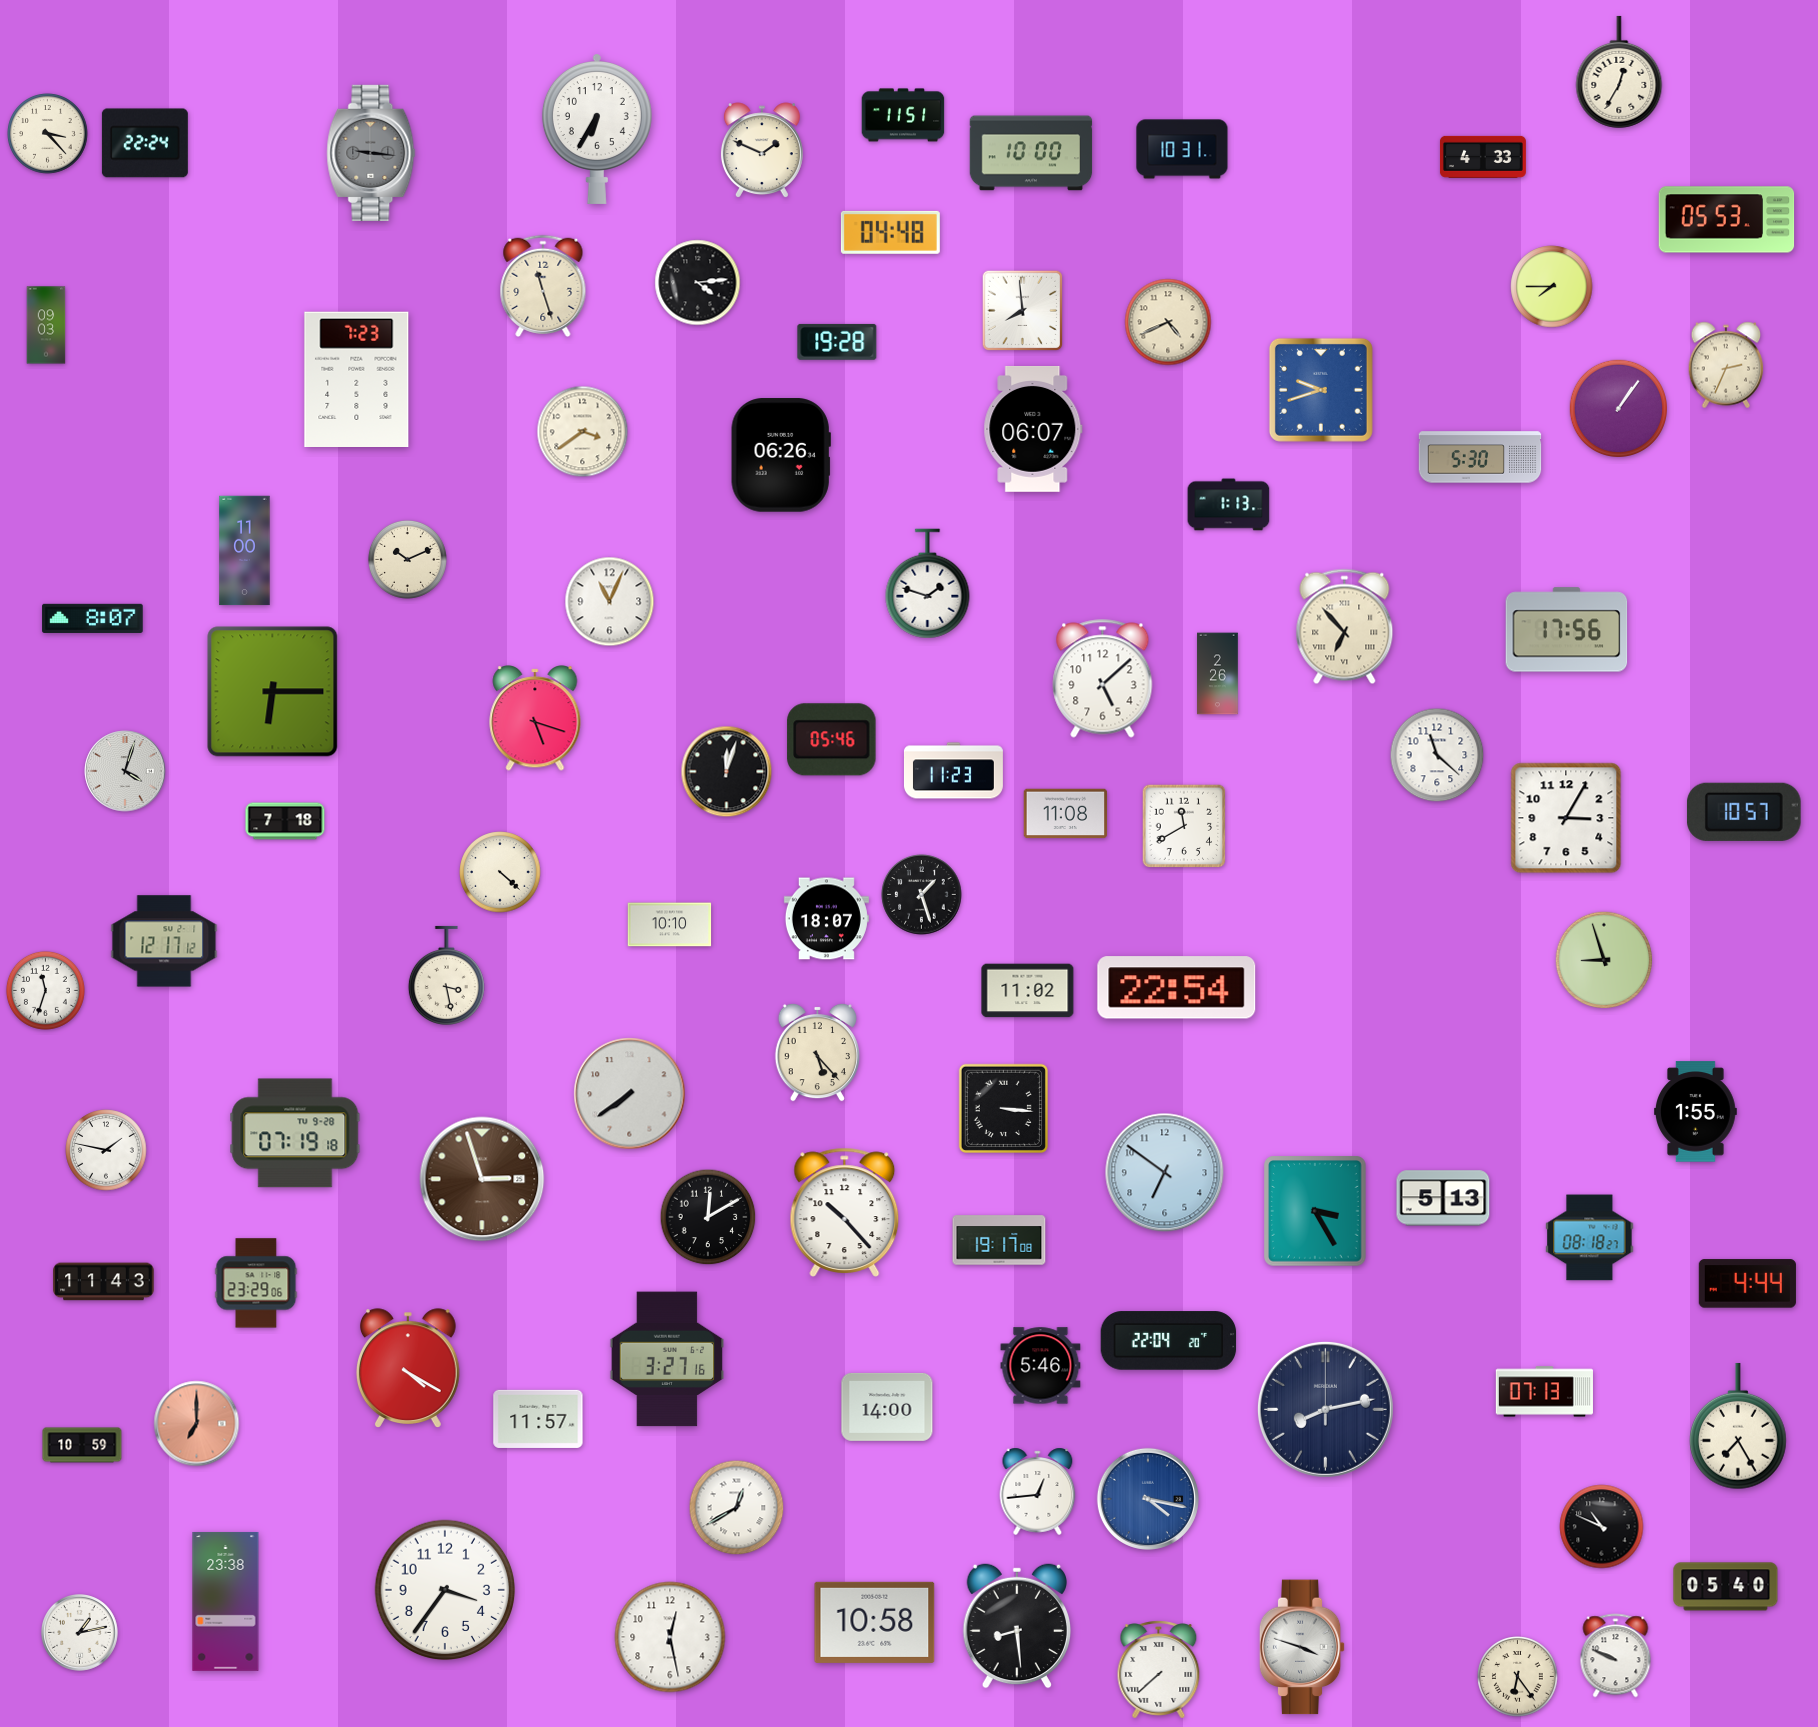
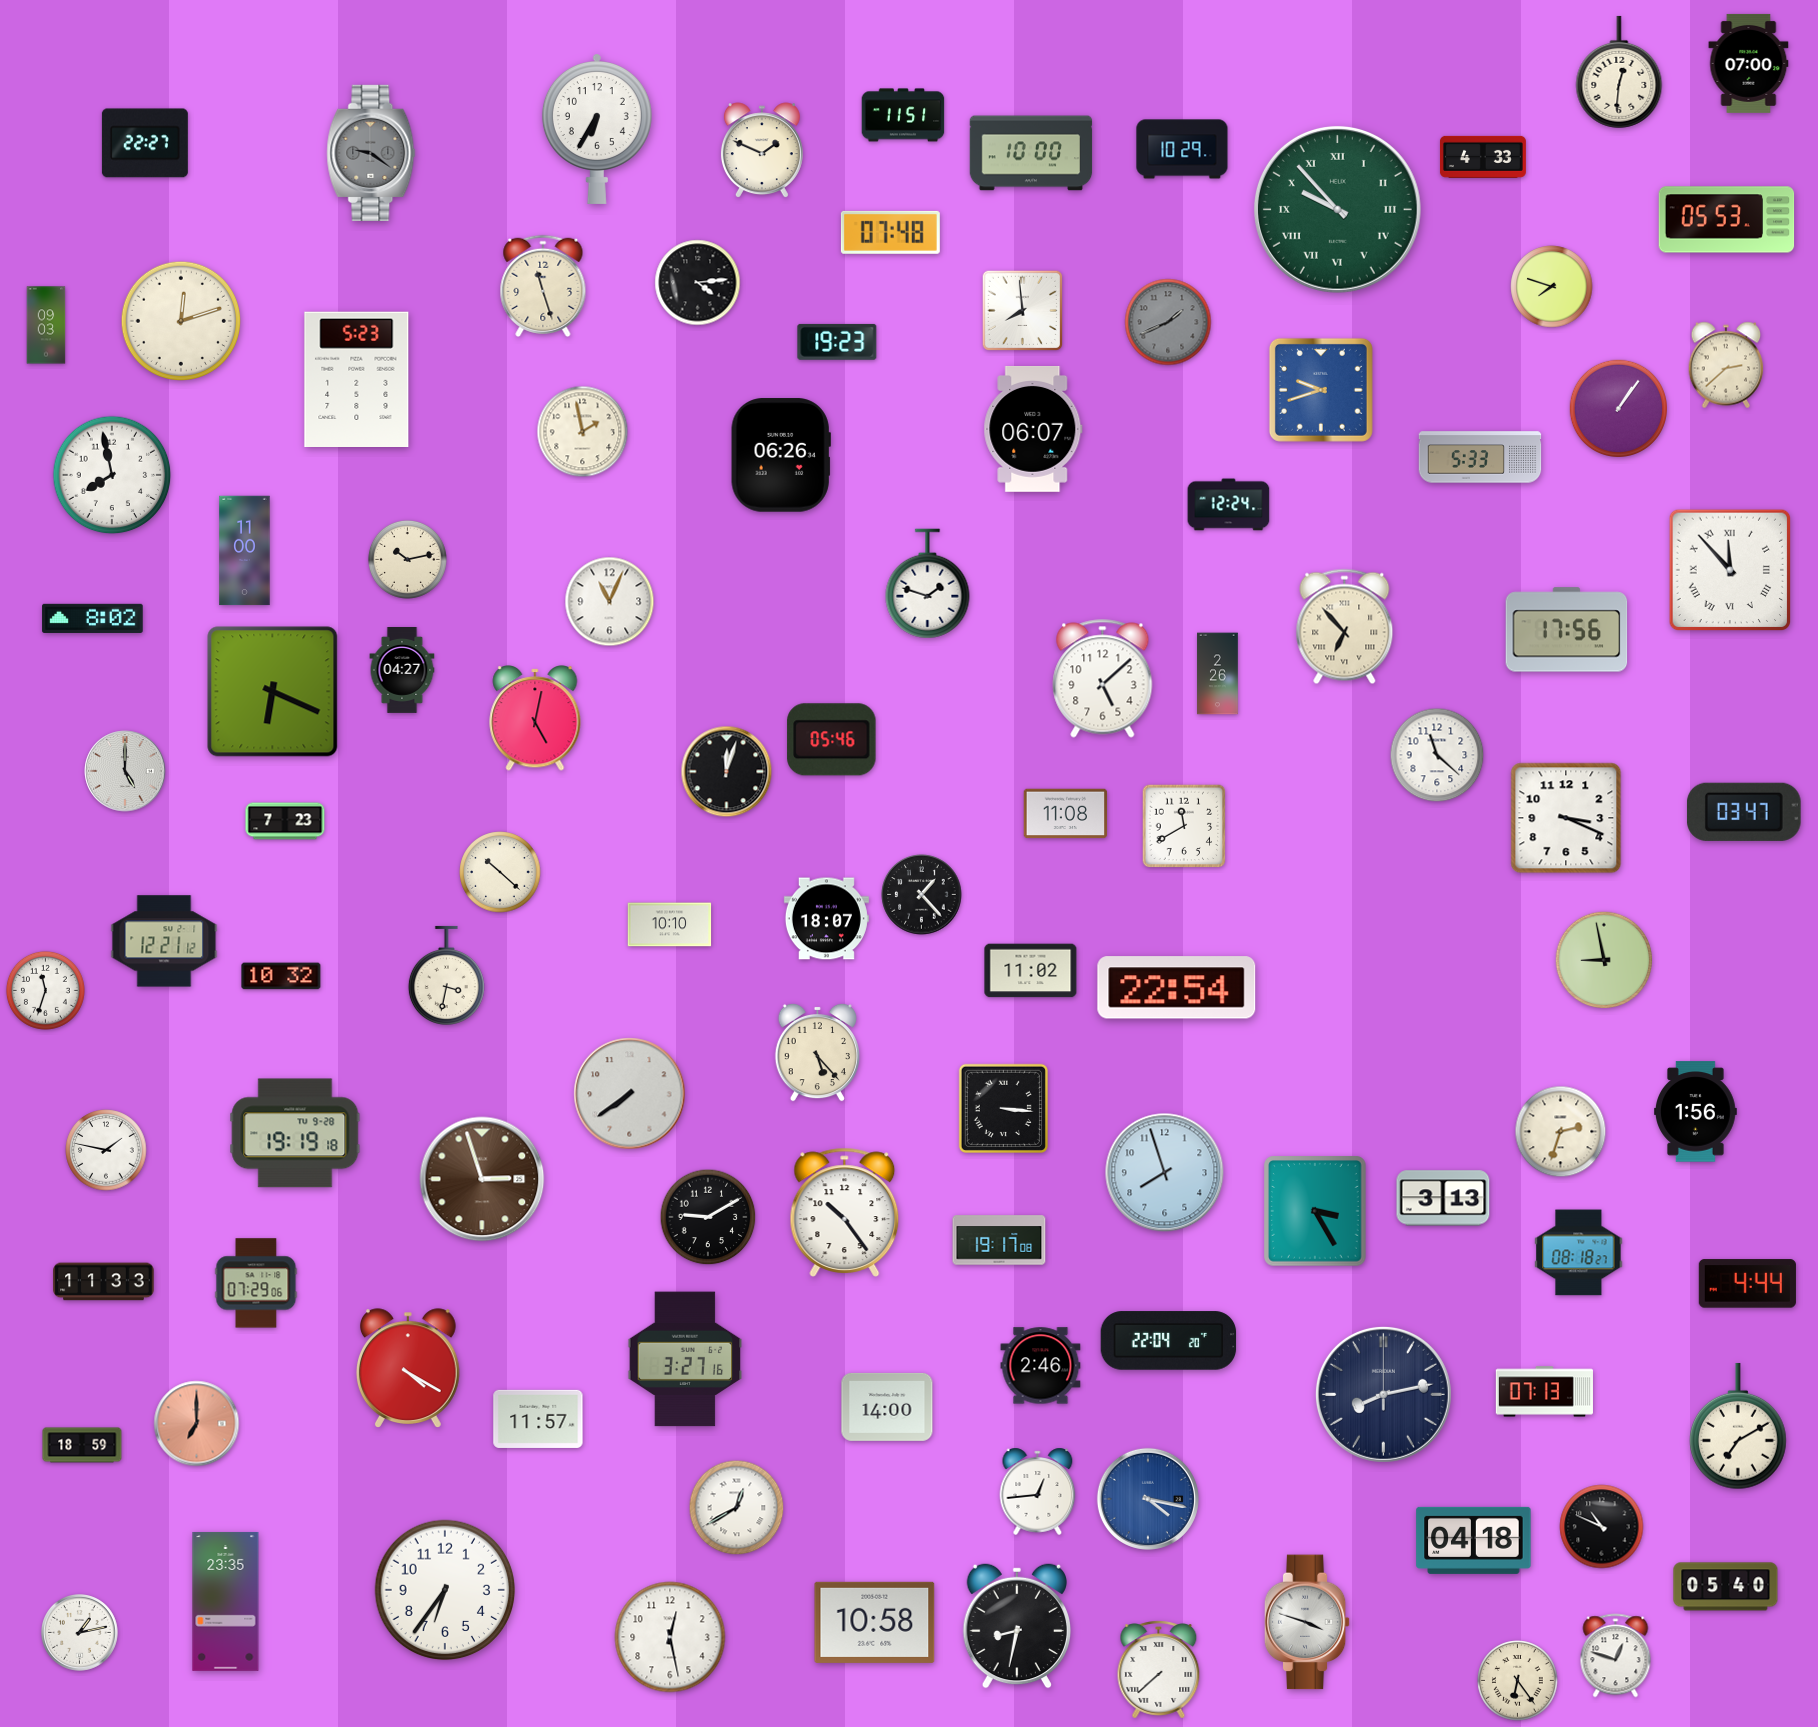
clock at (1749, 63): none -> 07:00
clock at (1619, 72): 12:35 -> 12:31
clock at (48, 134): 3:23 -> none
clock at (145, 143): 22:24 -> 22:27
clock at (1182, 149): 10:31 -> 10:29
clock at (371, 153): 9:16 -> 9:21
clock at (1337, 209): none -> 9:53
clock at (890, 232): 04:48 -> 07:48
clock at (1552, 287): 7:45 -> 7:48
clock at (180, 320): none -> 12:12
clock at (1168, 322): 4:41 -> 1:41
clock at (1168, 322) dial: cream -> grey
clock at (837, 342): 19:28 -> 19:23
clock at (1726, 365): 2:34 -> 2:38
clock at (357, 380): 7:23 -> 5:23
clock at (583, 432): 3:39 -> 1:58
clock at (1480, 457): 5:30 -> 5:33
clock at (112, 475): none -> 7:58
clock at (1229, 505): 1:13 -> 12:24
clock at (407, 559): 10:11 -> 10:13
clock at (1730, 570): none -> 11:53
clock at (93, 618): 8:07 -> 8:02
clock at (402, 671): none -> 04:27
clock at (273, 692): 6:15 -> 6:19
clock at (535, 718): 5:18 -> 5:02
clock at (125, 771): 4:03 -> 5:00
clock at (953, 771): 11:23 -> none
clock at (1744, 812): 10:57 -> 03:47
clock at (1566, 818): 3:05 -> 3:19
clock at (285, 821): 7:18 -> 7:23
clock at (500, 872): 4:22 -> 10:22
clock at (922, 895): 1:27 -> 1:23
clock at (164, 941): 12:17 -> 12:21
clock at (1604, 960): 8:57 -> 8:58
clock at (446, 975): 3:28 -> 3:32
clock at (281, 976): none -> 10:32
clock at (1028, 991) position: (1028, 991) -> (1031, 971)
clock at (1696, 1112): 1:55 -> 1:56
clock at (1561, 1132): none -> 2:33
clock at (295, 1133): 07:19 -> 19:19
clock at (1165, 1173): 6:51 -> 7:57
clock at (1443, 1198): 5:13 -> 3:13
clock at (845, 1212): 10:23 -> 10:24
clock at (708, 1217): 12:10 -> 9:10
clock at (1590, 1238) position: (1590, 1238) -> (1579, 1253)
clock at (104, 1282): 11:43 -> 11:33
clock at (256, 1283): 23:29 -> 07:29
clock at (667, 1359) position: (667, 1359) -> (685, 1359)
clock at (1041, 1366): 5:46 -> 2:46
clock at (1325, 1409) position: (1325, 1409) -> (1383, 1394)
clock at (1739, 1426): 7:25 -> 7:10
clock at (82, 1445): 10:59 -> 18:59
clock at (1474, 1540): none -> 04:18
clock at (445, 1590): 3:36 -> 6:36
clock at (226, 1601): 23:38 -> 23:35
clock at (1016, 1626): 8:29 -> 8:32
clock at (1302, 1647) position: (1302, 1647) -> (1307, 1622)
clock at (1616, 1656): 9:49 -> 12:48
clock at (1518, 1677) position: (1518, 1677) -> (1518, 1681)
